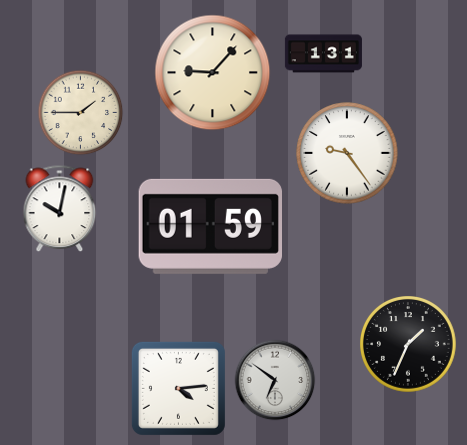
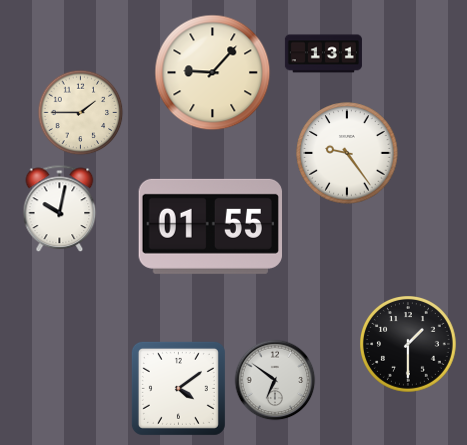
clock at (210, 226): 01:59 -> 01:55
clock at (409, 345): 1:34 -> 1:30
clock at (178, 388): 4:14 -> 4:09
